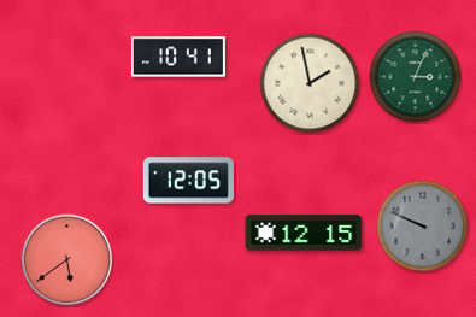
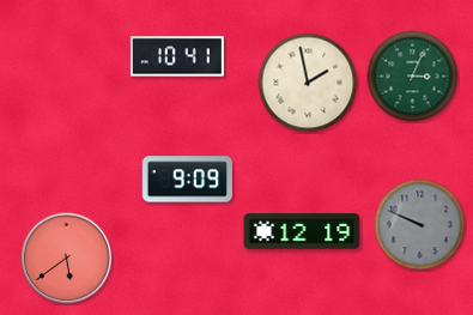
clock at (188, 181): 12:05 -> 9:09
clock at (304, 233): 12:15 -> 12:19
